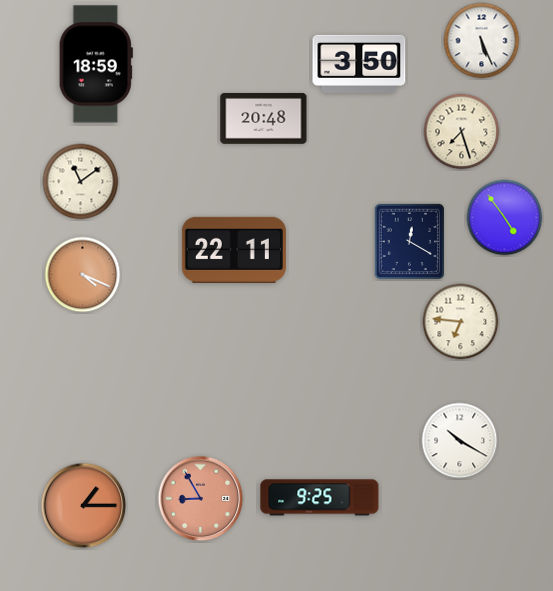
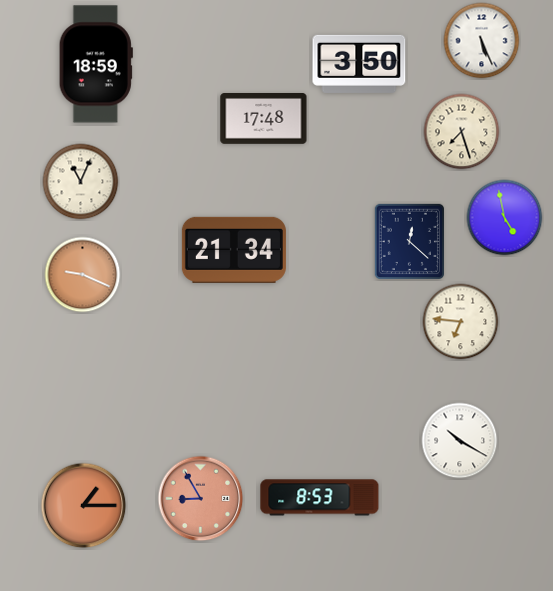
clock at (264, 119): 20:48 -> 17:48
clock at (81, 182): 11:09 -> 11:04
clock at (505, 218): 4:54 -> 4:58
clock at (409, 241): 12:20 -> 12:22
clock at (234, 250): 22:11 -> 21:34
clock at (83, 275): 4:19 -> 9:19
clock at (320, 498): 9:25 -> 8:53
